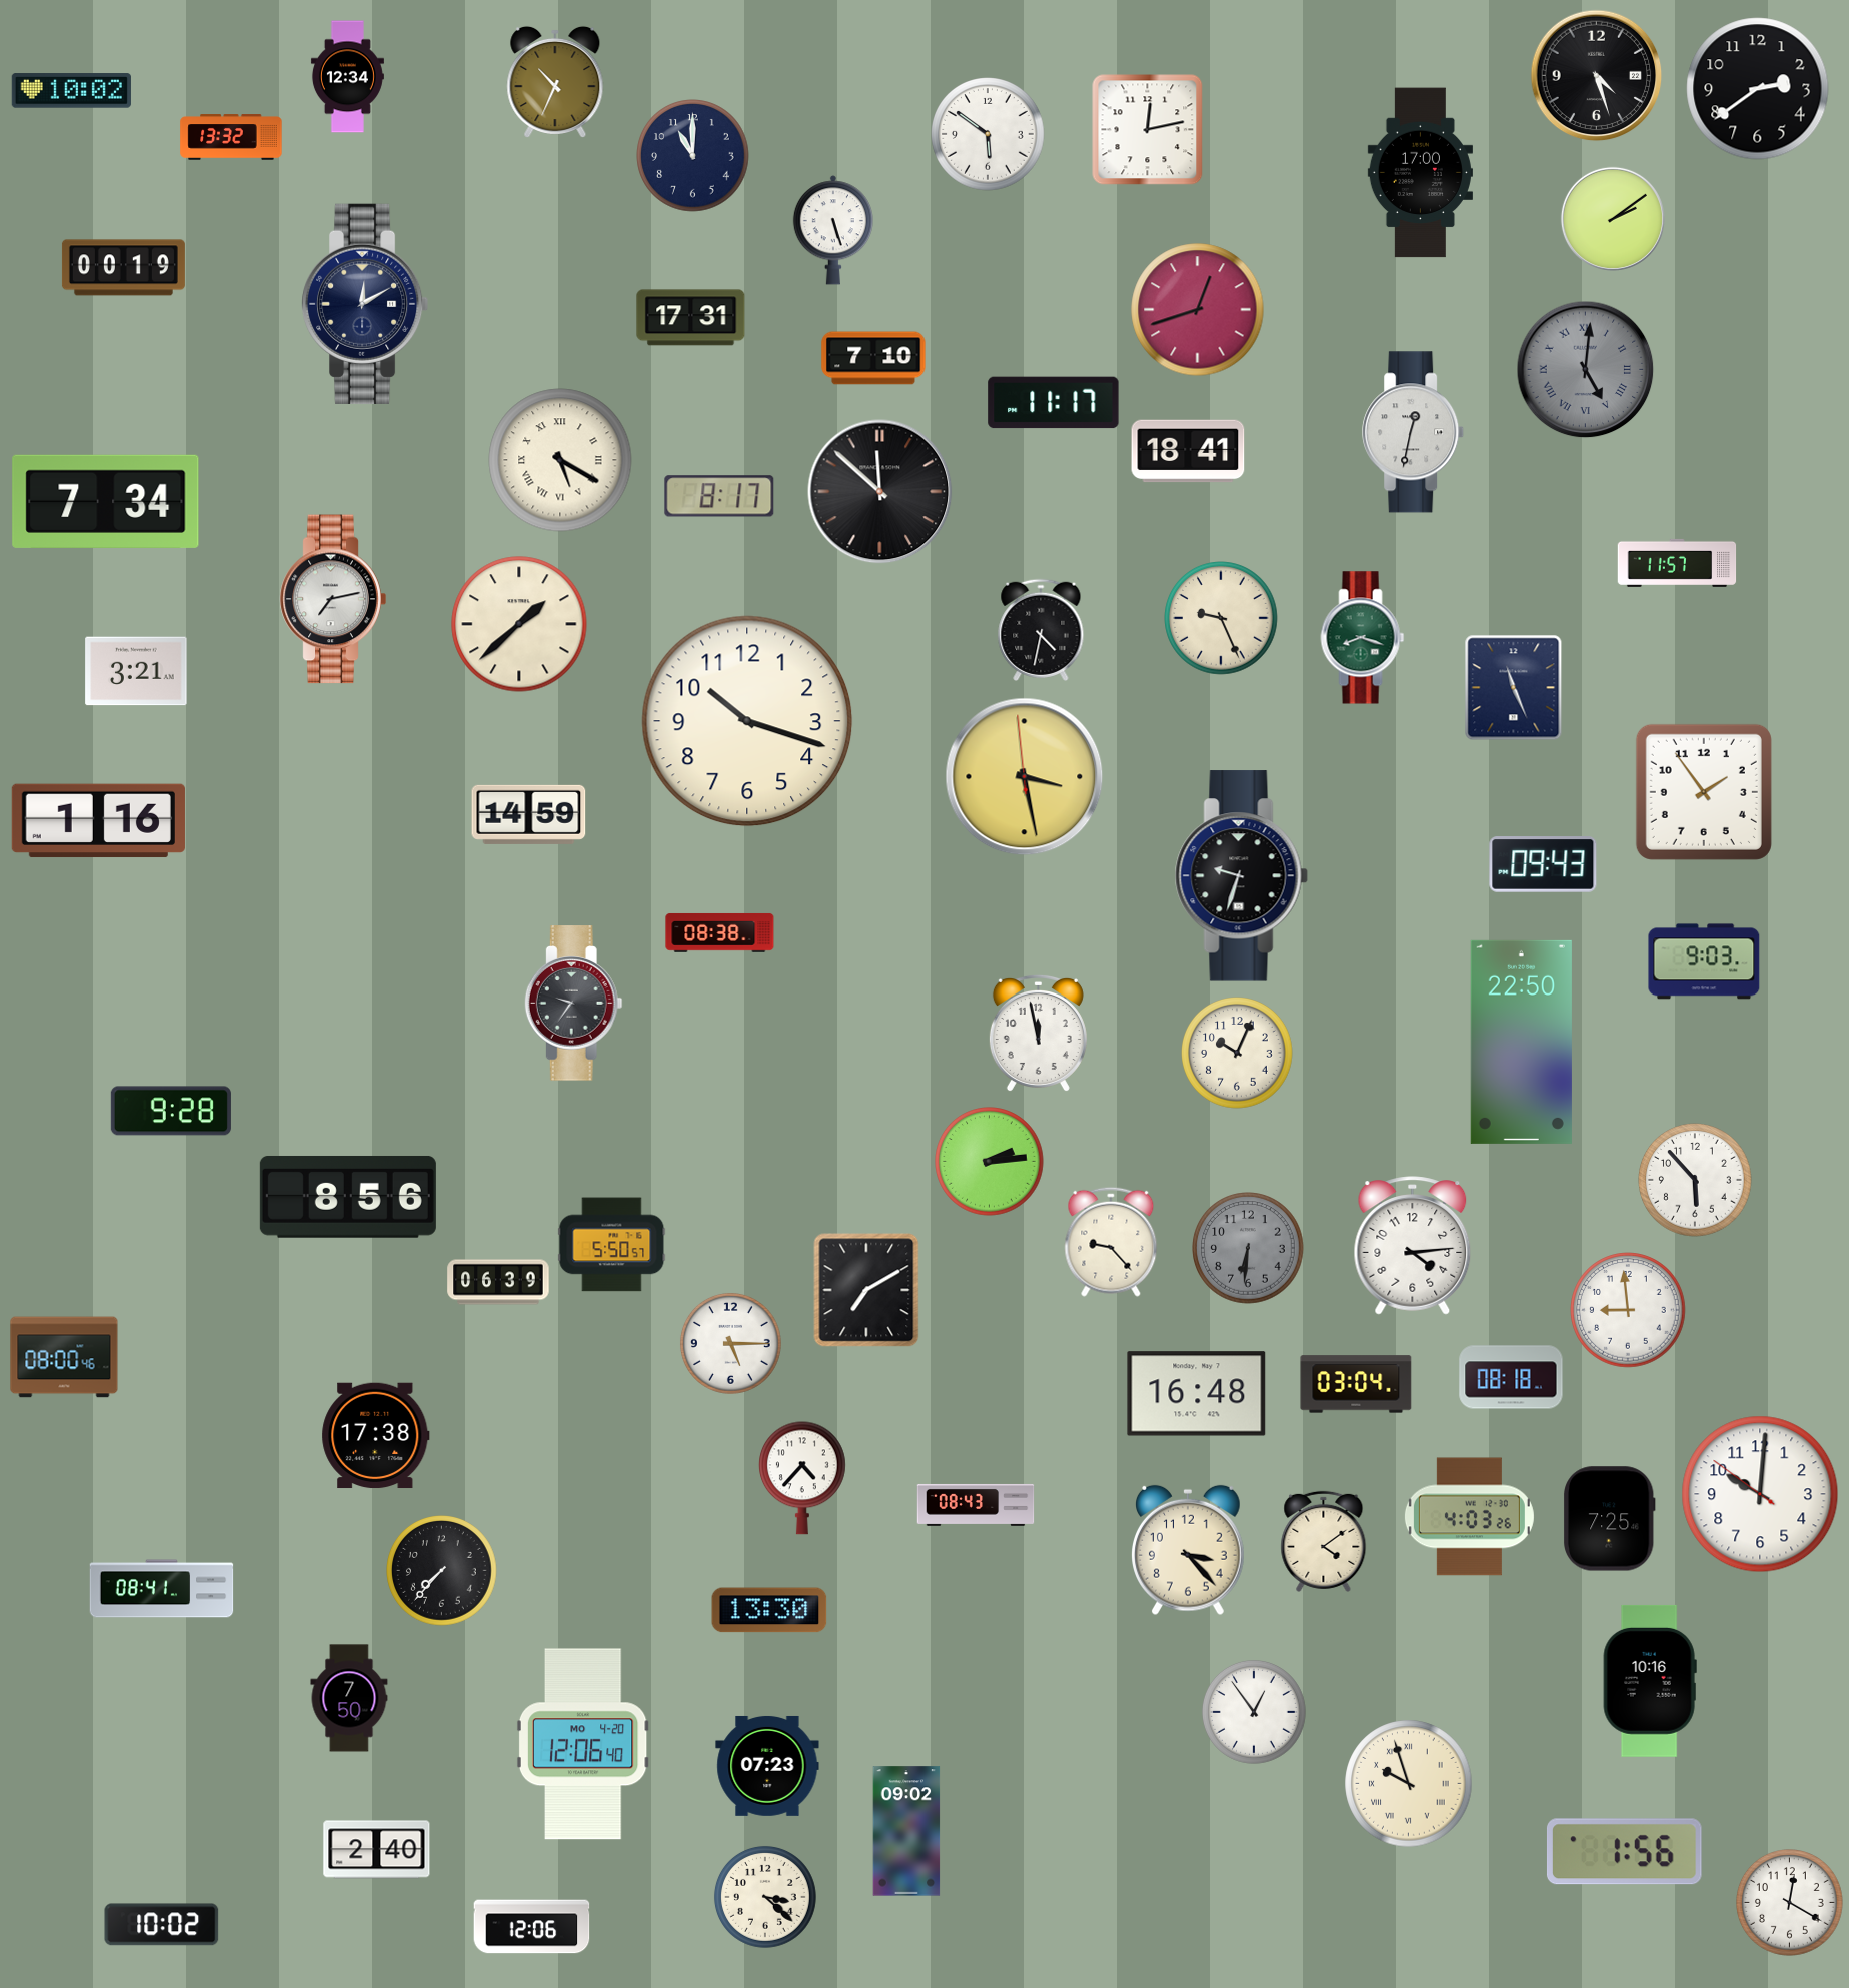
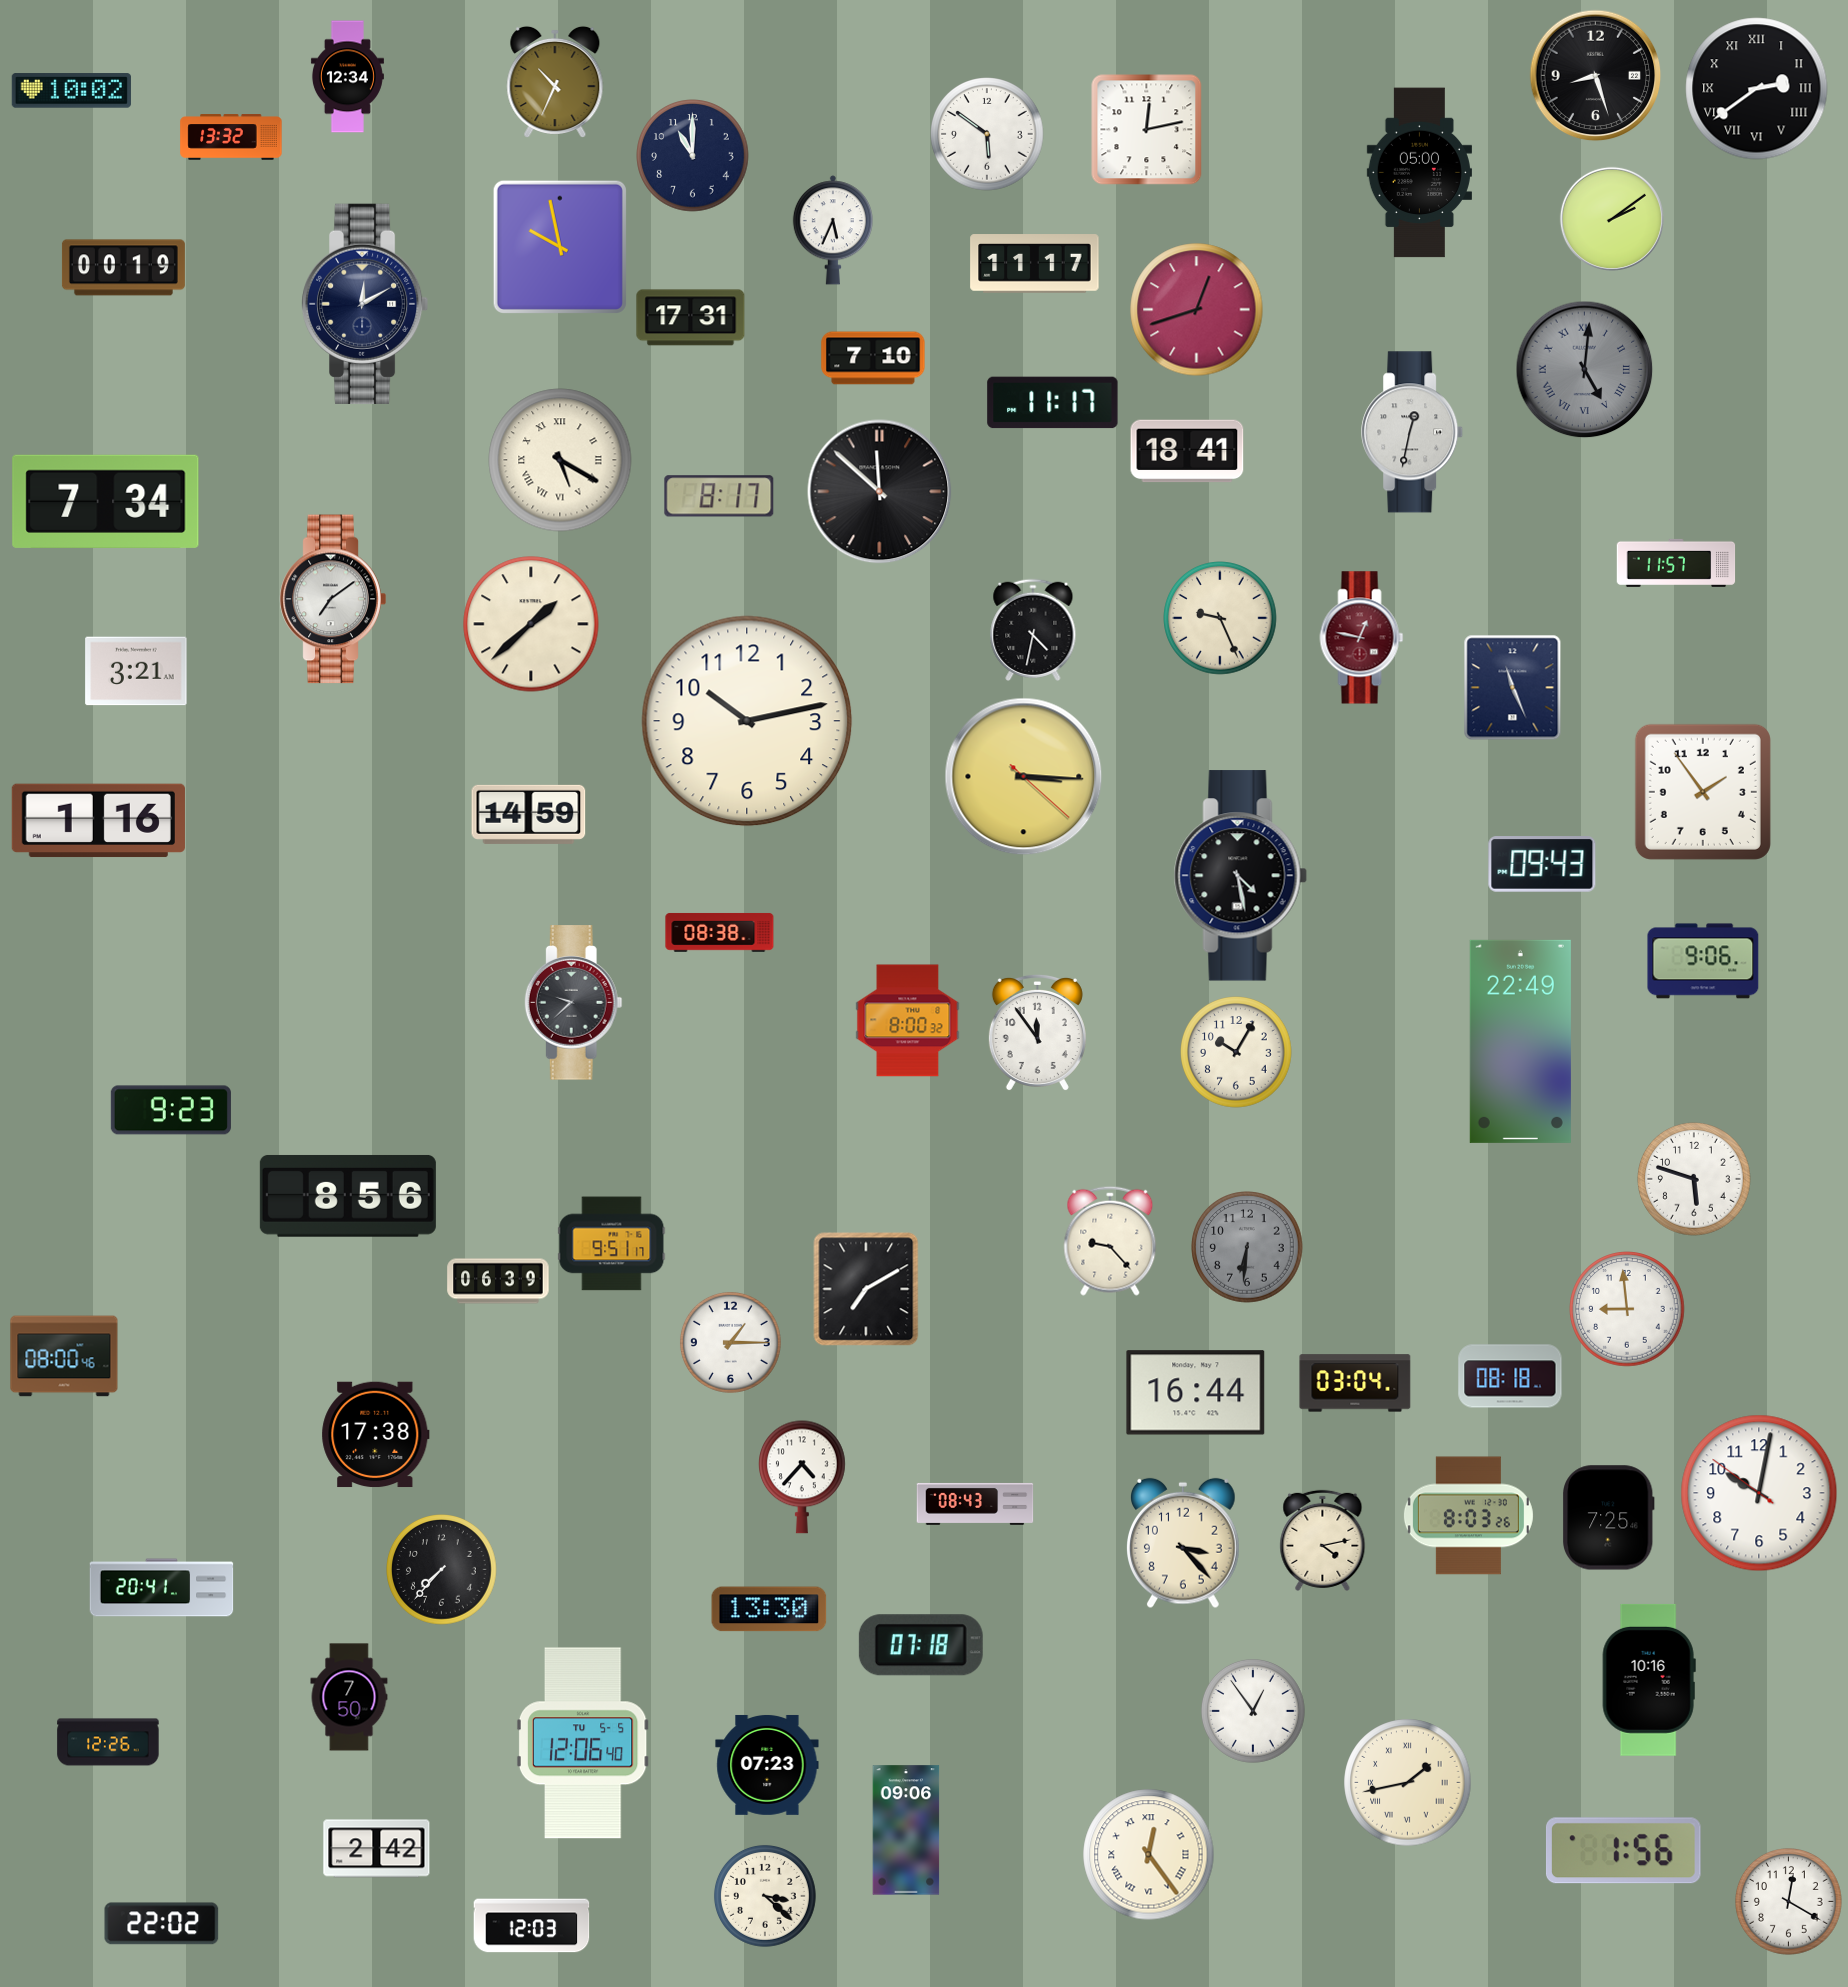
clock at (1597, 76): 4:27 -> 8:27
clock at (1758, 89) numerals: Arabic -> Roman
clock at (1420, 173): 17:00 -> 05:00
clock at (832, 230): 5:27 -> 5:34
clock at (560, 247): none -> 9:58
clock at (1035, 264): none -> 11:17
clock at (333, 599): 7:13 -> 7:09
clock at (519, 624) position: (519, 624) -> (531, 624)
clock at (1041, 630) position: (1041, 630) -> (1033, 630)
clock at (1363, 638): 8:18 -> 12:47
clock at (1363, 638) dial: green -> burgundy
clock at (747, 721): 10:18 -> 10:13
clock at (1025, 777): 3:27 -> 3:15
clock at (1241, 876): 9:33 -> 4:28
clock at (1704, 961): 9:03 -> 9:06
clock at (573, 1004): 9:36 -> 9:38
clock at (908, 1021): none -> 8:00
clock at (1038, 1034): 11:58 -> 11:54
clock at (1521, 1042): 22:50 -> 22:49
clock at (1237, 1053): 10:04 -> 10:05
clock at (171, 1111): 9:28 -> 9:23
clock at (990, 1162): 2:14 -> none
clock at (1695, 1180): 5:53 -> 5:48
clock at (612, 1245): 5:50 -> 9:51
clock at (1413, 1246): 4:14 -> none
clock at (730, 1343): 5:15 -> 1:15
clock at (1197, 1394): 16:48 -> 16:44
clock at (1760, 1494): 10:00 -> 10:01
clock at (1469, 1517): 4:03 -> 8:03
clock at (1324, 1541): 4:09 -> 4:13
clock at (1189, 1550) position: (1189, 1550) -> (1184, 1543)
clock at (162, 1589): 08:41 -> 20:41
clock at (921, 1645): none -> 07:18
clock at (108, 1742): none -> 12:26
clock at (583, 1744) date: MO 4-20 -> TU 5-5
clock at (1409, 1784): 9:57 -> 1:43
clock at (906, 1831): 09:02 -> 09:06
clock at (377, 1850): 2:40 -> 2:42
clock at (1149, 1855): none -> 12:24
clock at (162, 1925): 10:02 -> 22:02
clock at (532, 1927): 12:06 -> 12:03
